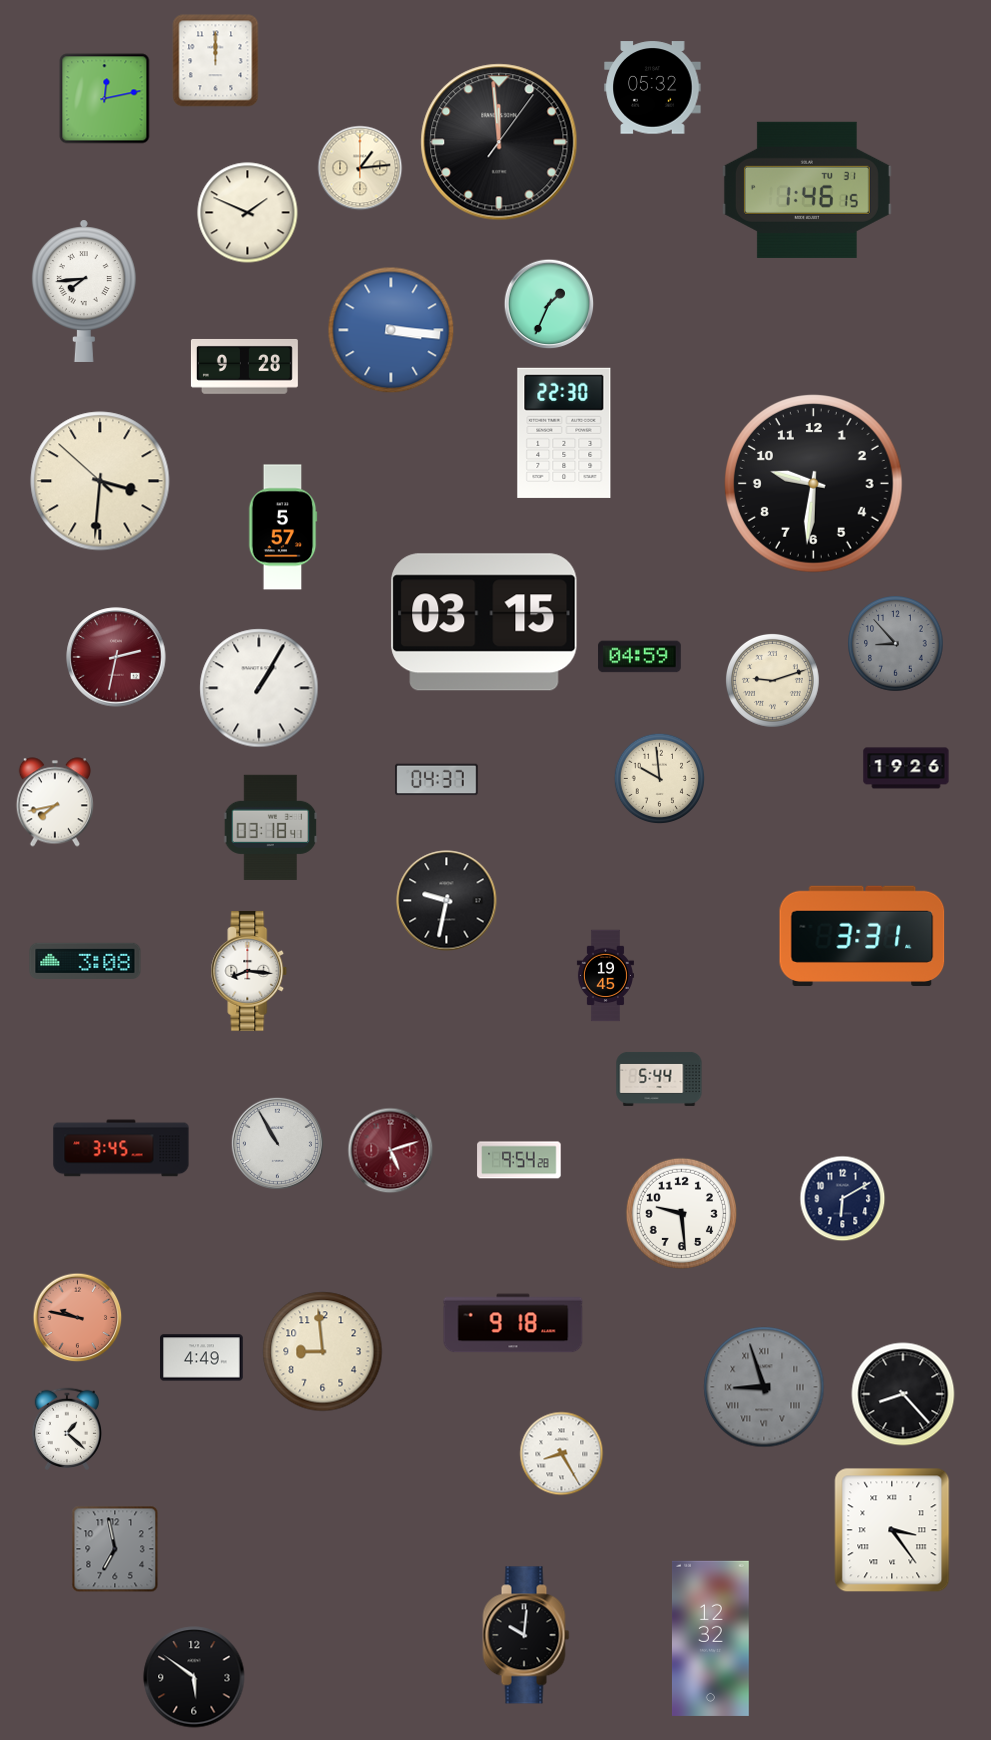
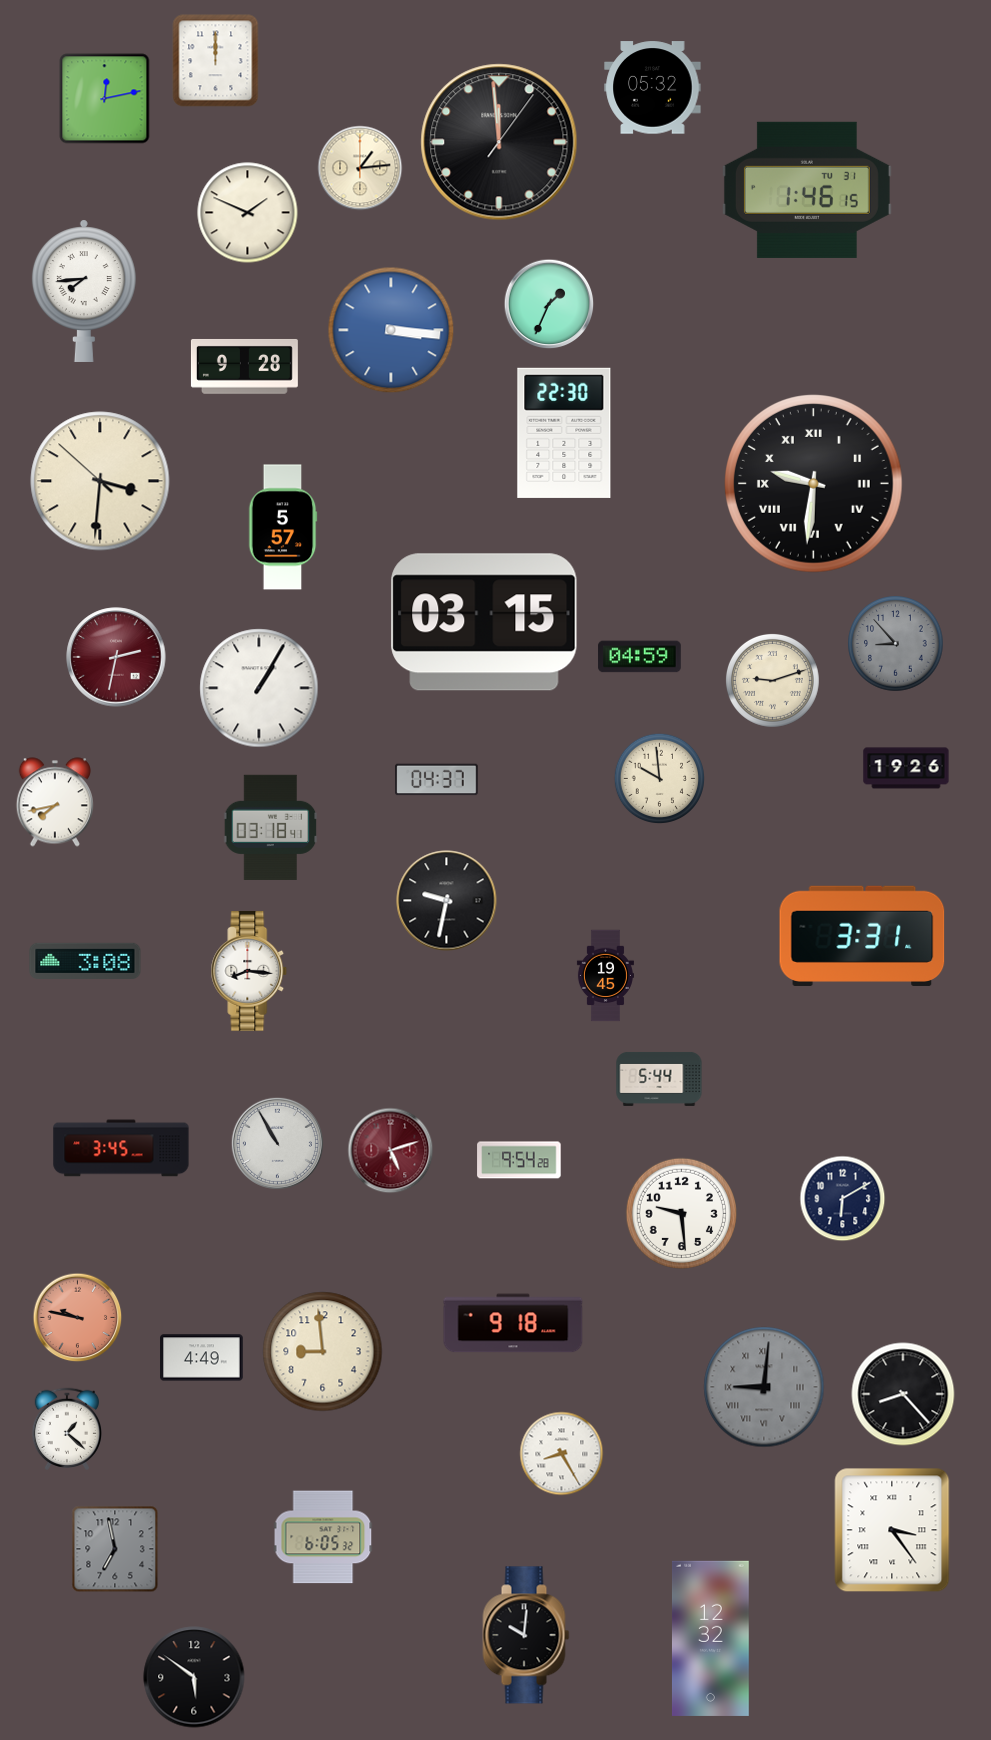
clock at (814, 484) numerals: Arabic -> Roman
clock at (764, 1387): 8:57 -> 9:01
clock at (323, 1537): none -> 6:05
